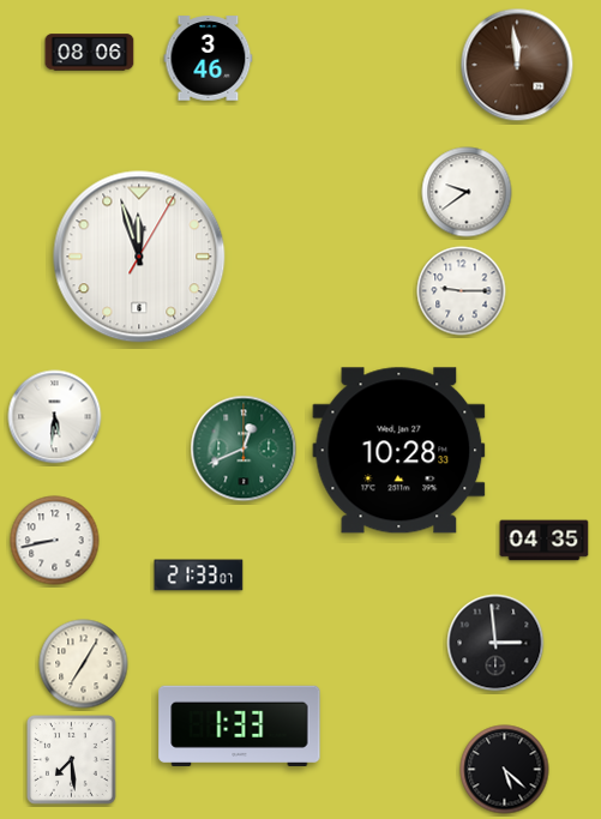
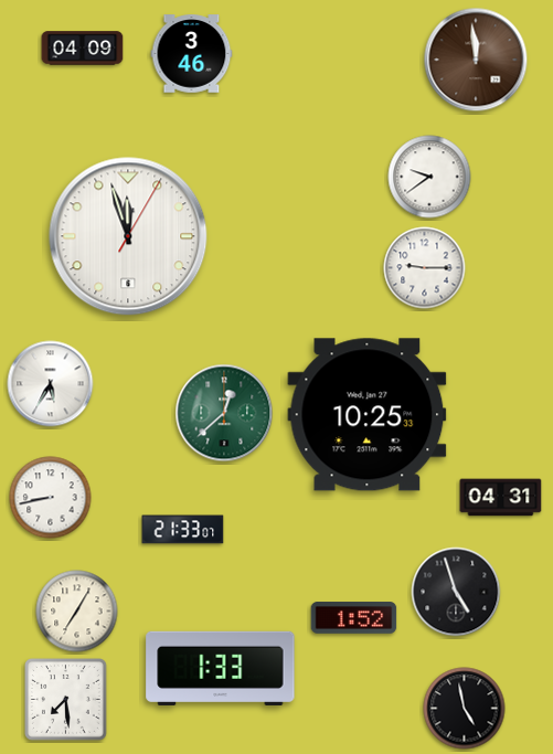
clock at (90, 53): 08:06 -> 04:09
clock at (55, 417): 5:31 -> 5:35
clock at (244, 448): 12:41 -> 12:38
clock at (399, 451): 10:28 -> 10:25
clock at (545, 541): 04:35 -> 04:31
clock at (495, 643): 2:59 -> 4:57
clock at (354, 618): none -> 1:52
clock at (505, 770): 5:22 -> 4:58
